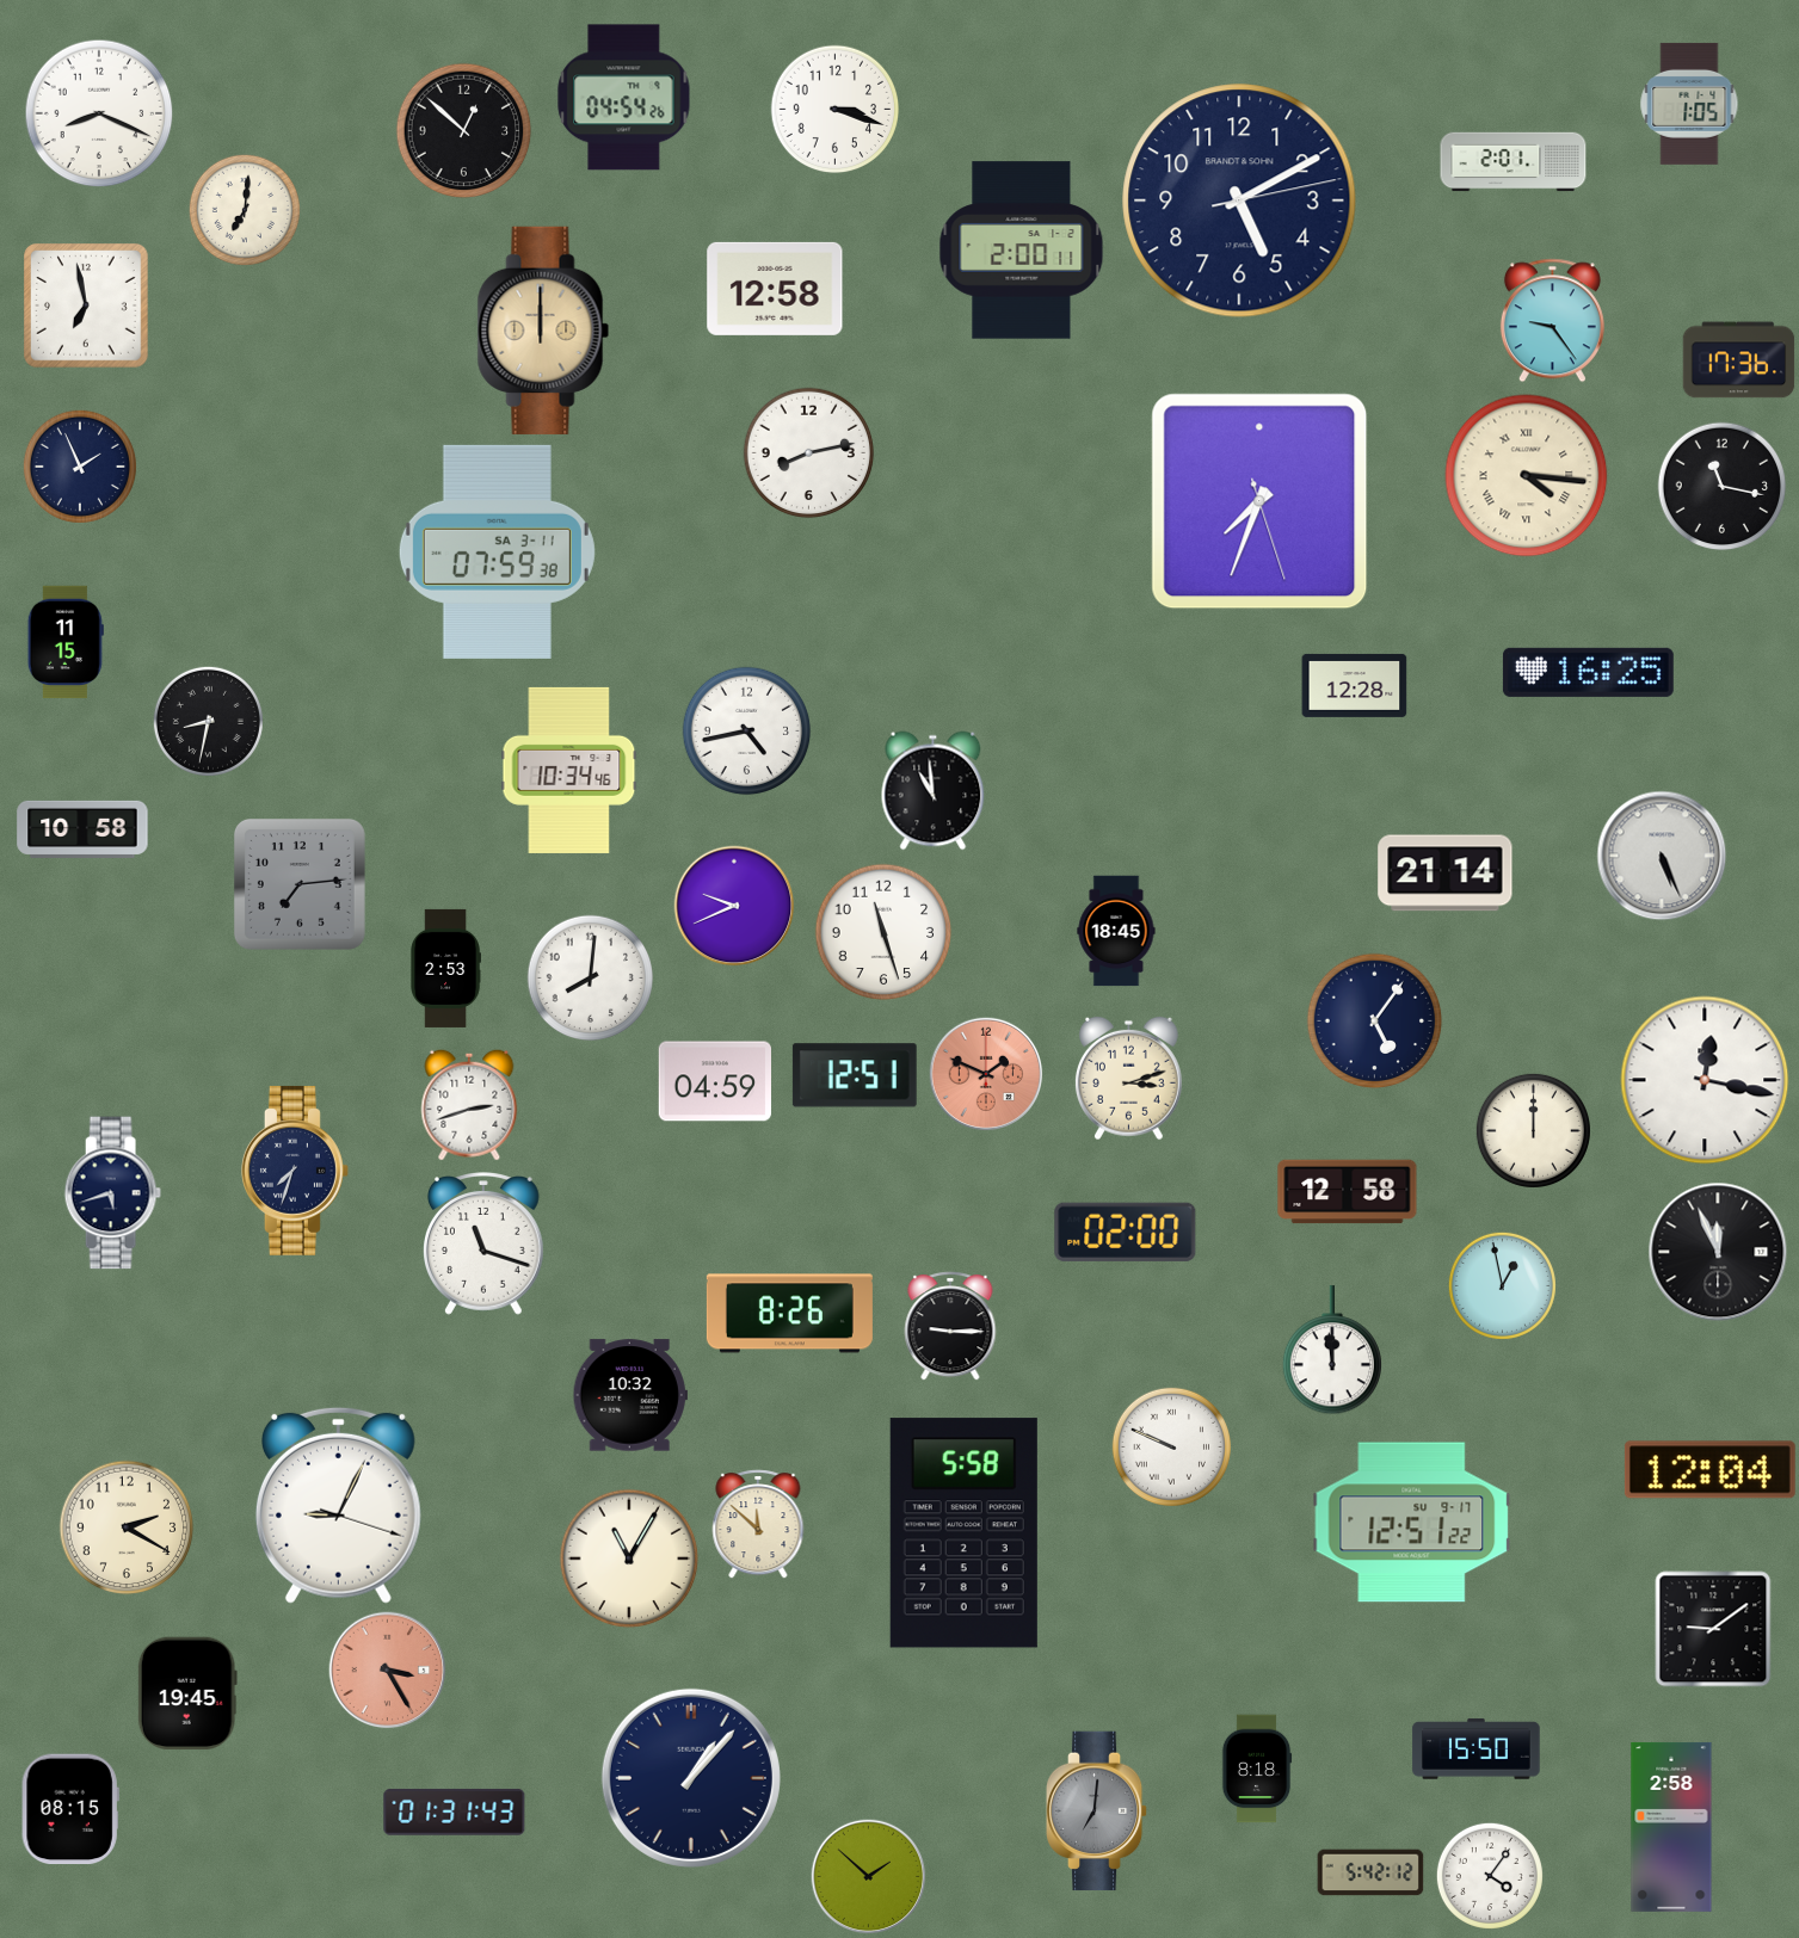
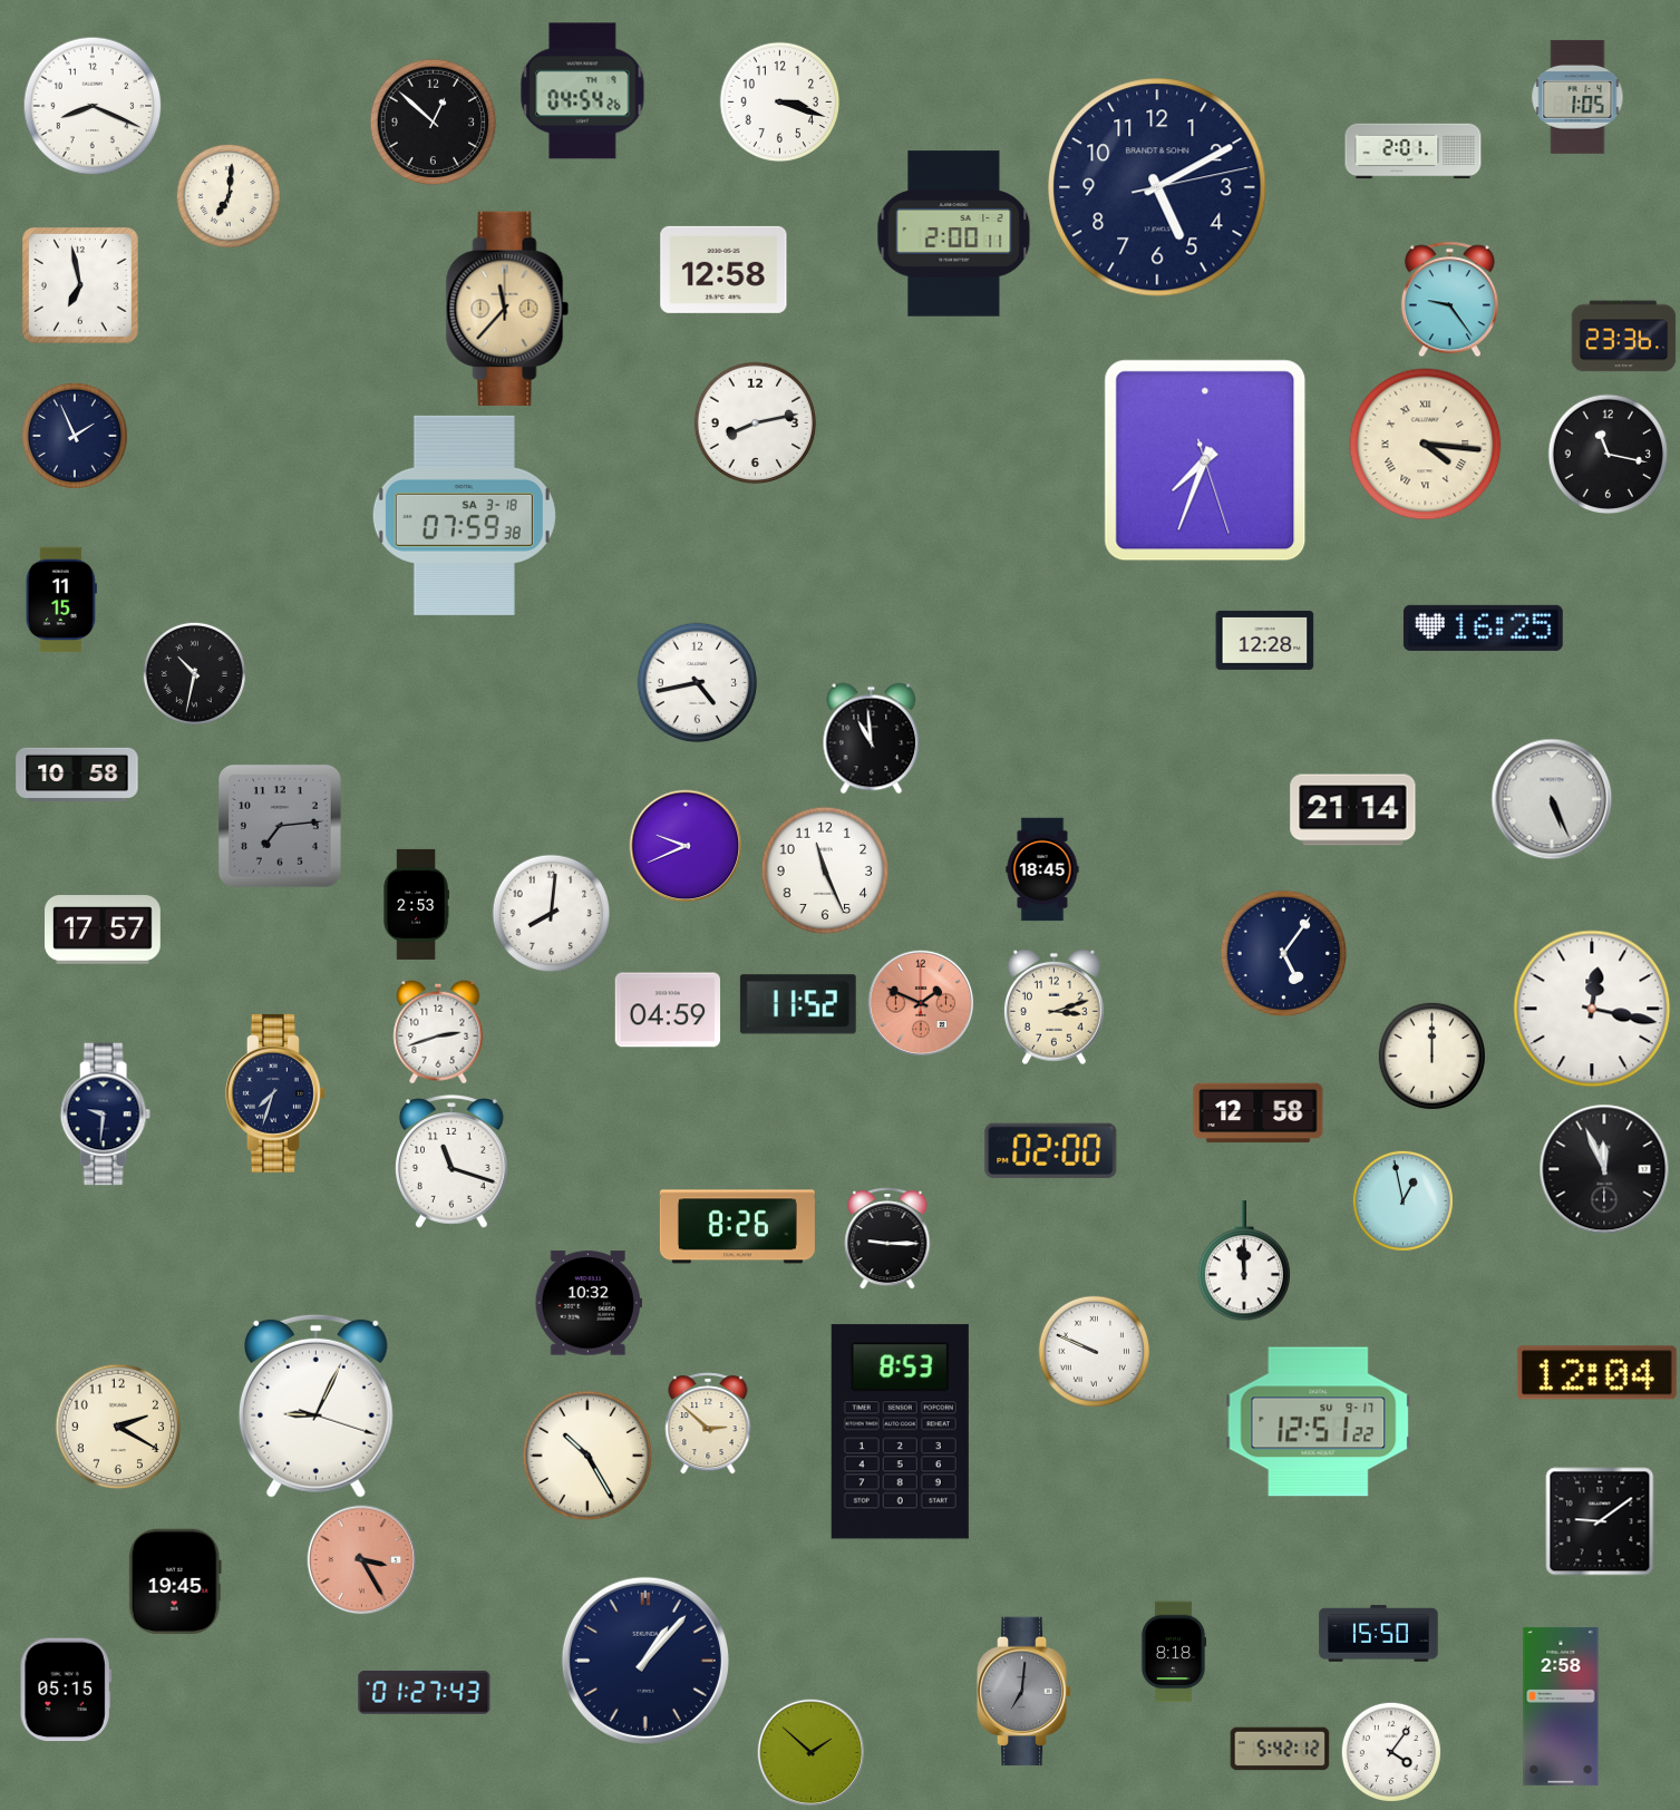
clock at (543, 331): 12:00 -> 11:37
clock at (1739, 360): 17:36 -> 23:36
clock at (1259, 501) position: (1259, 501) -> (1205, 460)
clock at (497, 551) date: SA 3-11 -> SA 3-18
clock at (208, 721): 8:32 -> 10:32
clock at (569, 770): 10:34 -> none
clock at (1446, 874) position: (1446, 874) -> (1353, 810)
clock at (883, 932): 11:27 -> 11:26
clock at (104, 930): none -> 17:57
clock at (855, 1075): 12:51 -> 11:52
clock at (112, 1193): 5:42 -> 9:31
clock at (758, 1524): 11:52 -> 2:52
clock at (963, 1533): 5:58 -> 8:53
clock at (629, 1559): 11:05 -> 10:25
clock at (70, 1809): 08:15 -> 05:15
clock at (455, 1812): 01:31 -> 01:27
